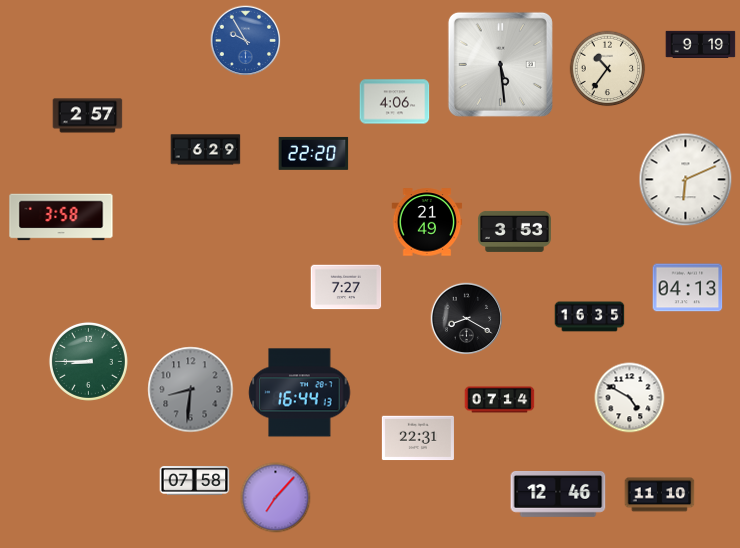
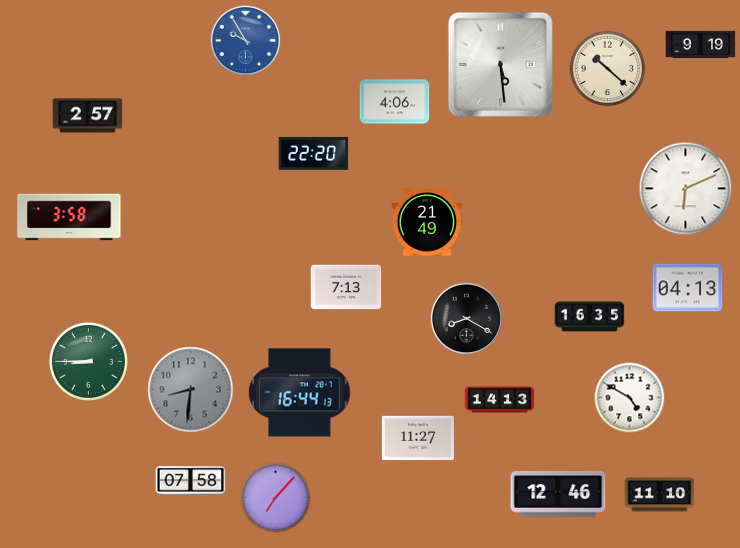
clock at (608, 69): 10:36 -> 10:22
clock at (206, 150): 6:29 -> none
clock at (686, 180) position: (686, 180) -> (686, 189)
clock at (61, 217) position: (61, 217) -> (69, 217)
clock at (514, 231): 3:53 -> none
clock at (346, 287): 7:27 -> 7:13
clock at (500, 400): 07:14 -> 14:13
clock at (418, 438): 22:31 -> 11:27
clock at (195, 481) position: (195, 481) -> (191, 481)
